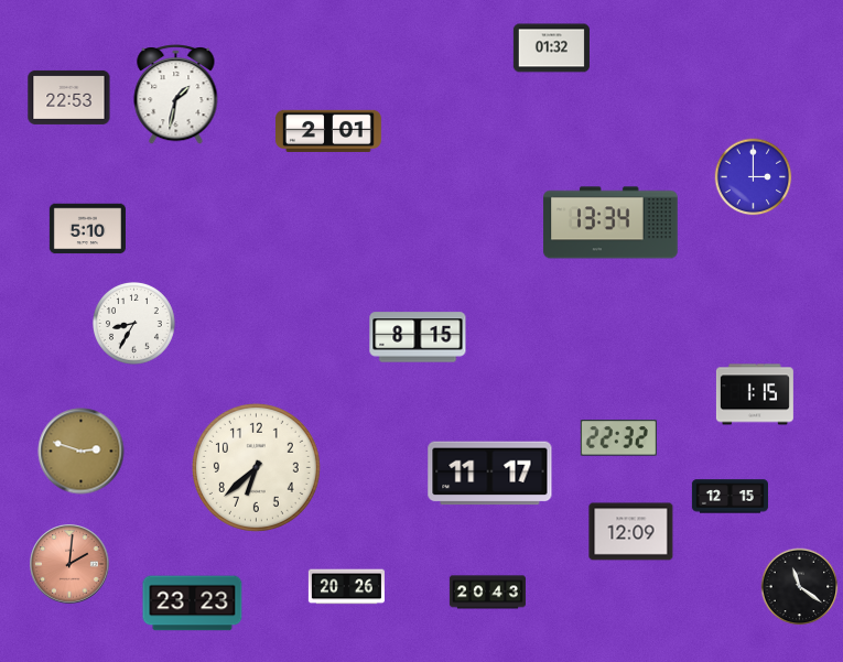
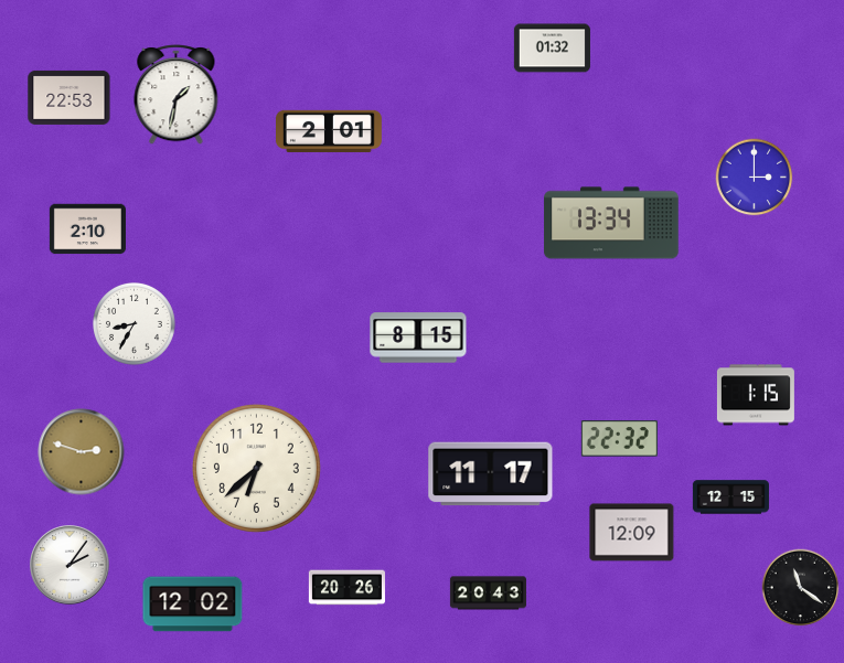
clock at (87, 229): 5:10 -> 2:10
clock at (69, 564): 2:01 -> 2:06
clock at (69, 564) dial: salmon -> white
clock at (193, 604): 23:23 -> 12:02
